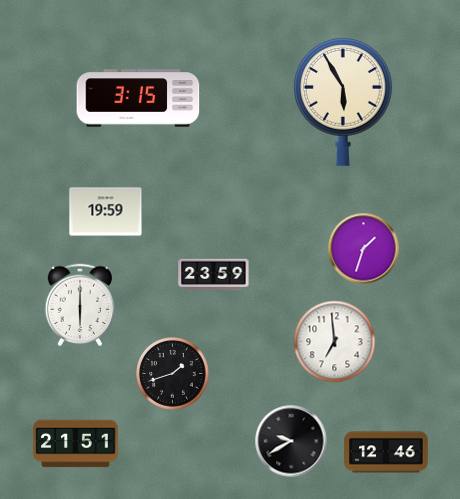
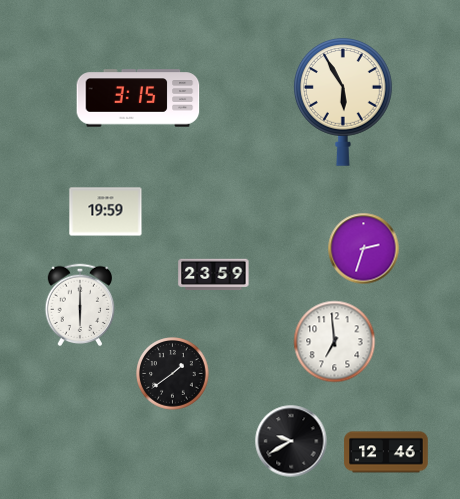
clock at (364, 249): 1:33 -> 2:33
clock at (173, 374): 1:42 -> 1:39
clock at (76, 444): 21:51 -> none
